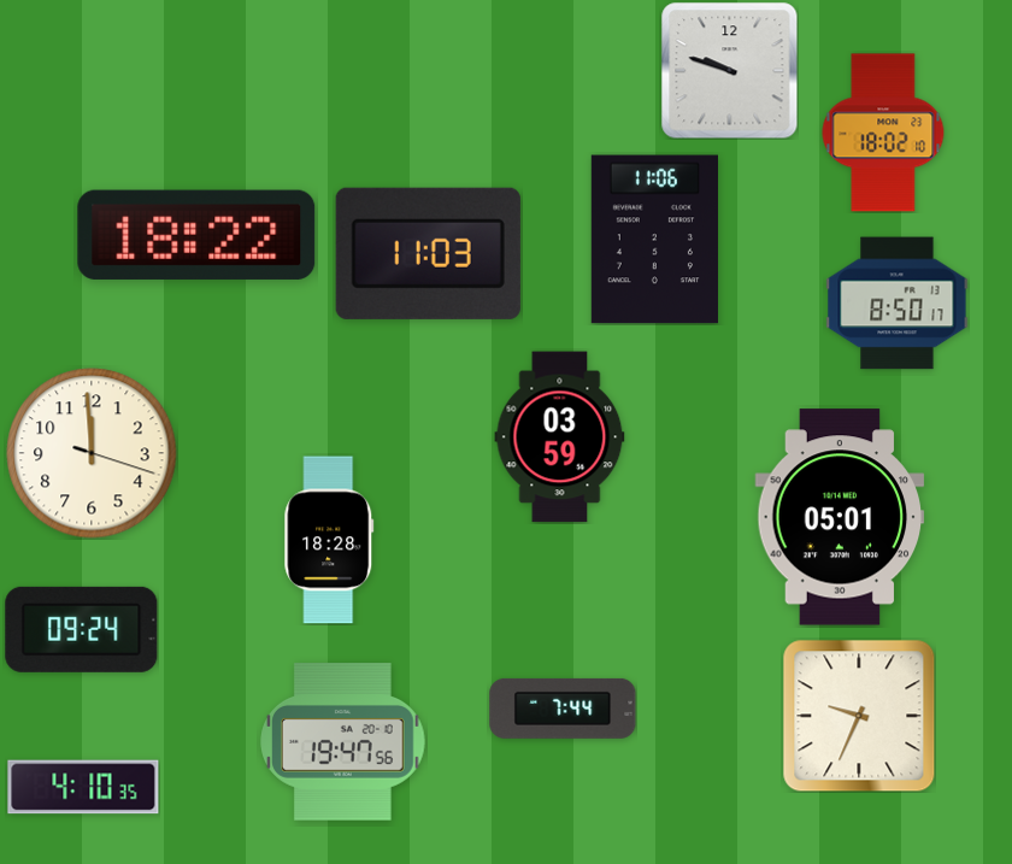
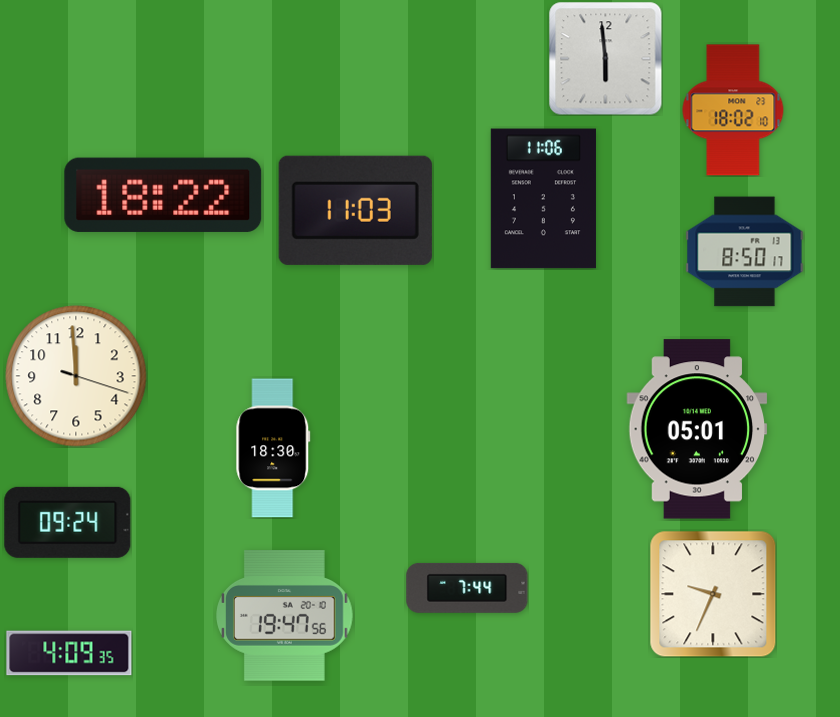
clock at (729, 70): 9:48 -> 5:59
clock at (560, 437): 03:59 -> none
clock at (329, 540): 18:28 -> 18:30
clock at (83, 787): 4:10 -> 4:09
